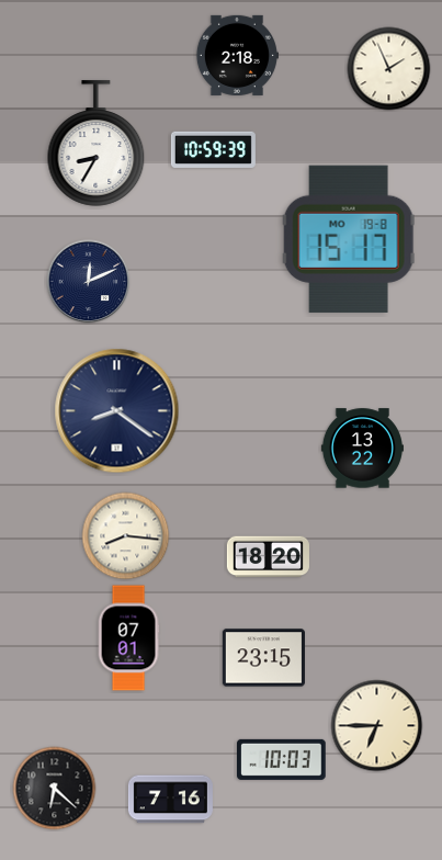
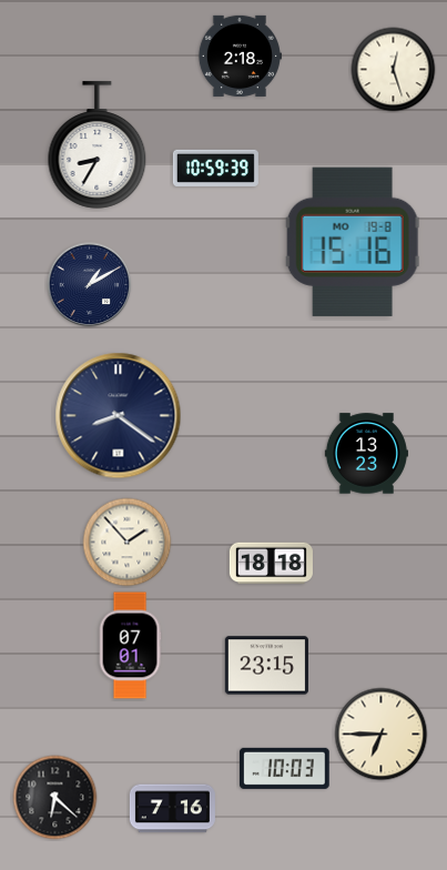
clock at (389, 69): 1:56 -> 12:27
clock at (213, 149) position: (213, 149) -> (215, 168)
clock at (349, 239): 15:17 -> 15:16
clock at (89, 282): 12:11 -> 1:10
clock at (362, 449): 13:22 -> 13:23
clock at (126, 536): 8:16 -> 1:53
clock at (268, 557): 18:20 -> 18:18
